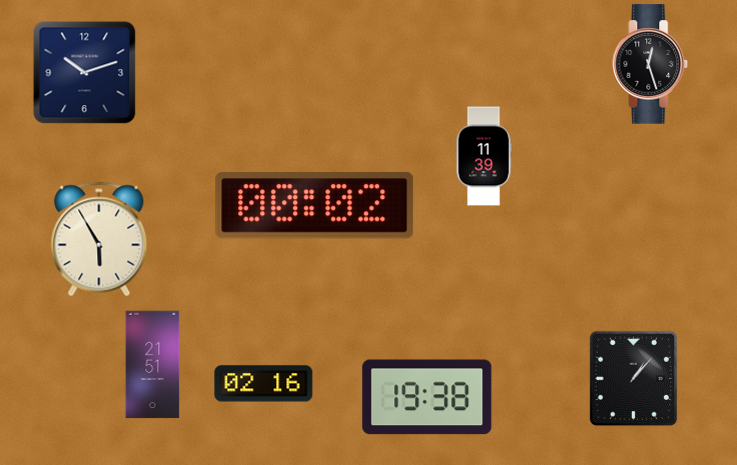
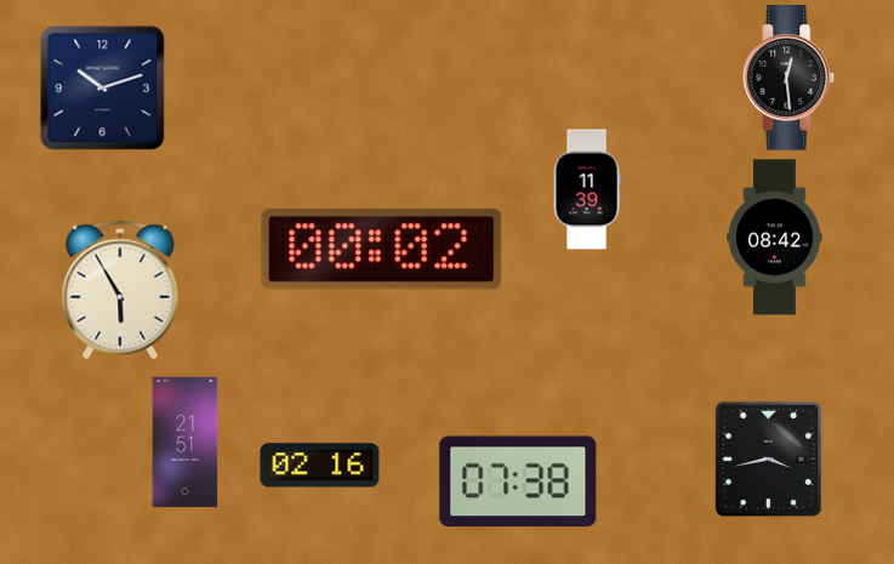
clock at (650, 64): 12:27 -> 12:29
clock at (775, 238): none -> 08:42
clock at (634, 379): 1:07 -> 3:43
clock at (427, 397): 19:38 -> 07:38
